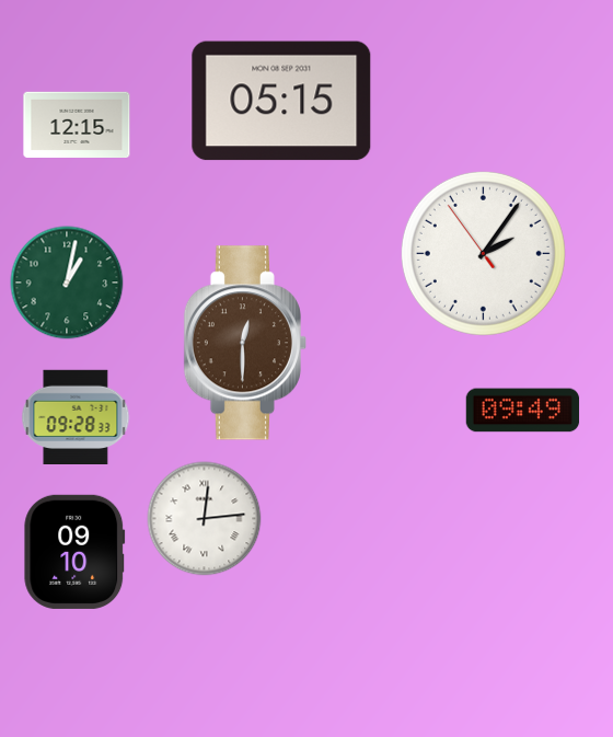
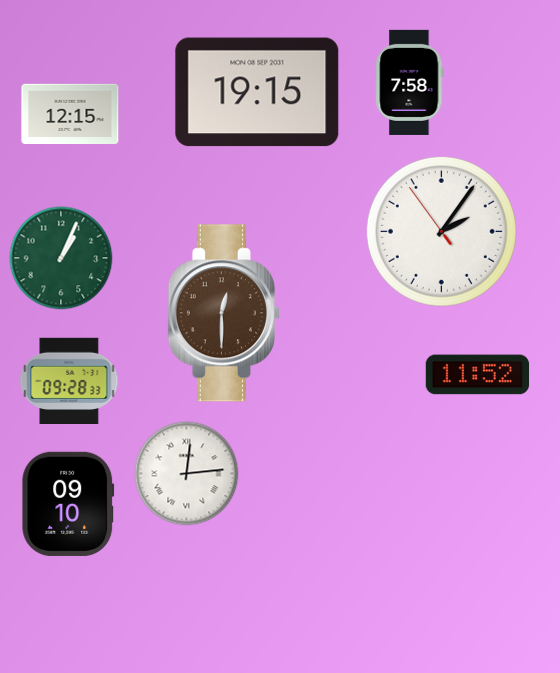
clock at (410, 82): none -> 7:58
clock at (281, 101): 05:15 -> 19:15
clock at (67, 283): 1:02 -> 1:04
clock at (523, 411): 09:49 -> 11:52
